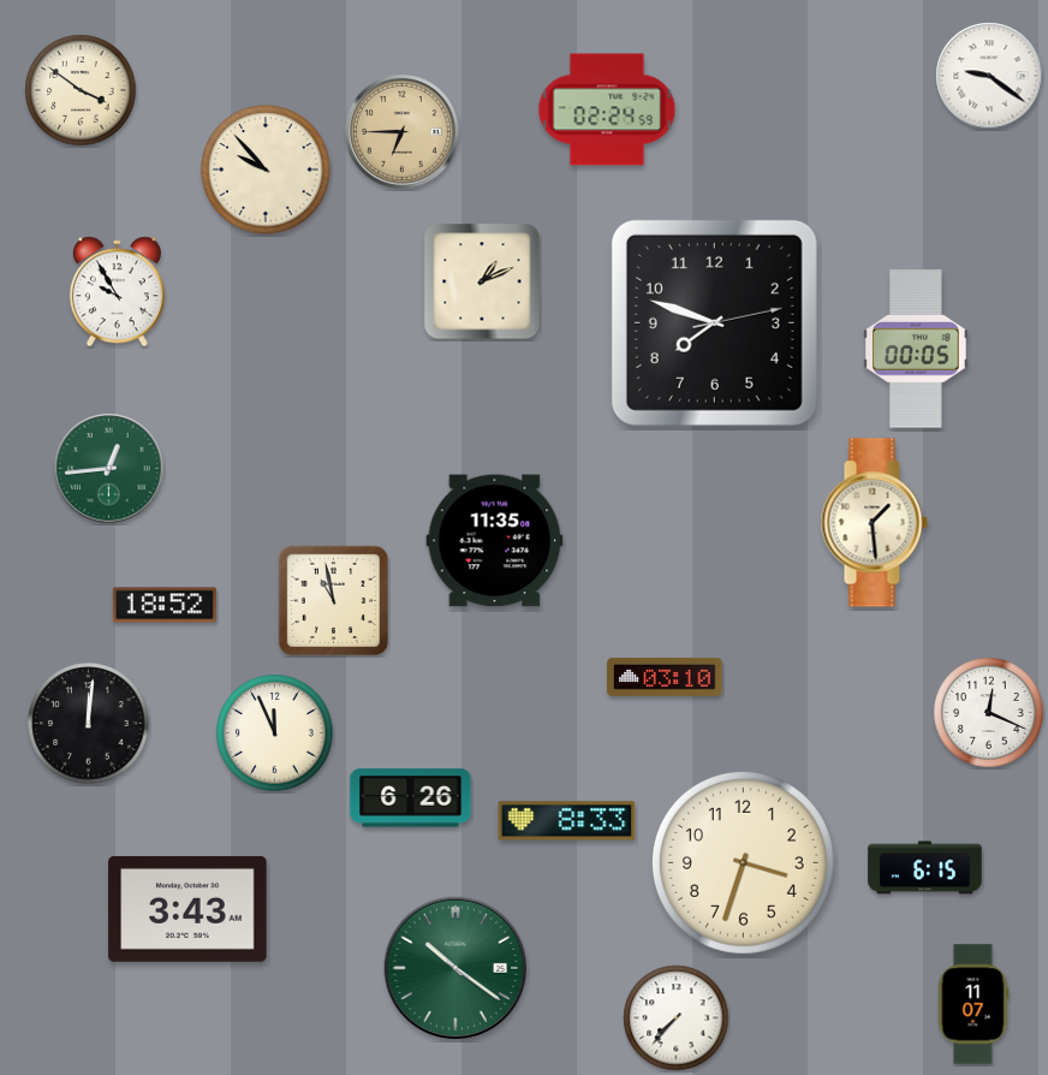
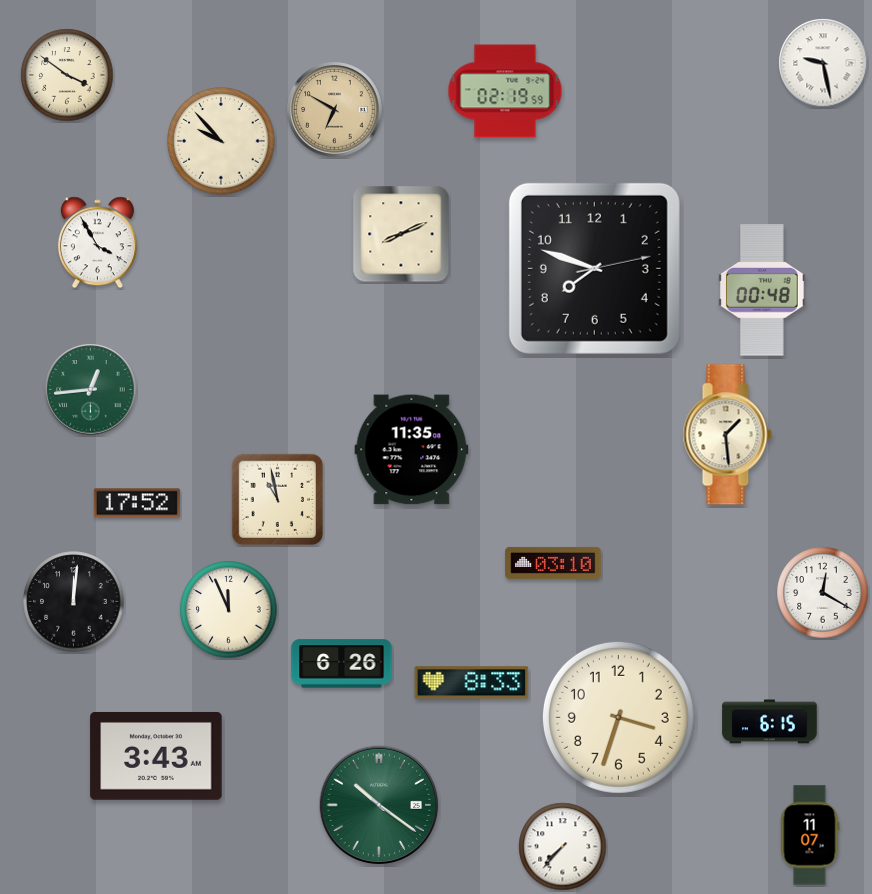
clock at (989, 76): 9:21 -> 9:28
clock at (607, 109): 02:24 -> 02:19
clock at (403, 132): 6:45 -> 6:50
clock at (482, 281): 1:11 -> 8:11
clock at (117, 292): 9:55 -> 3:55
clock at (917, 349): 00:05 -> 00:48
clock at (165, 605): 18:52 -> 17:52
clock at (989, 713): 12:19 -> 12:20
